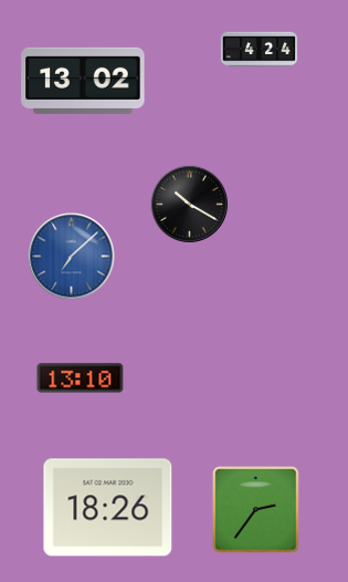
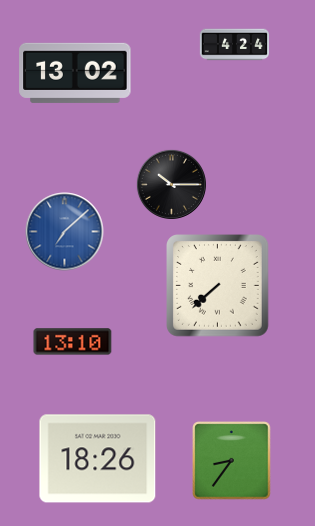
clock at (189, 204): 10:20 -> 10:15
clock at (218, 286): none -> 7:38
clock at (256, 510): 2:36 -> 8:36
